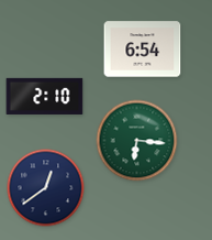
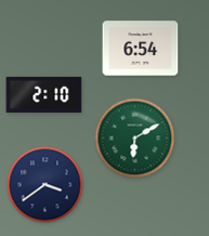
clock at (137, 141): 6:16 -> 6:10
clock at (46, 188): 12:39 -> 3:39
